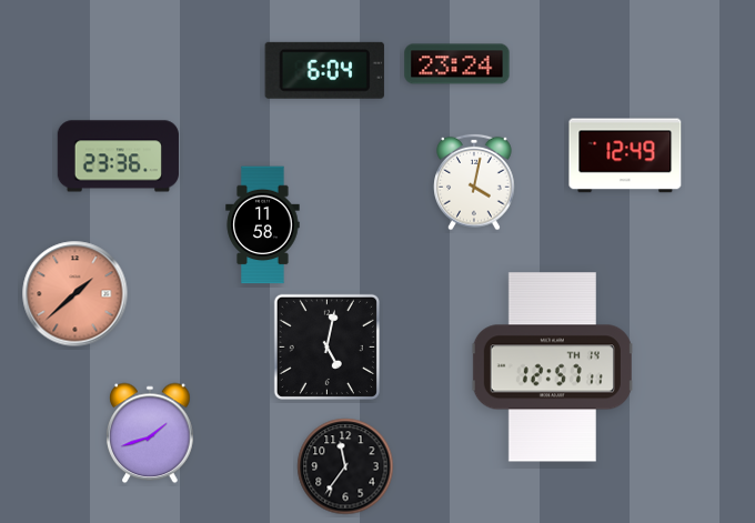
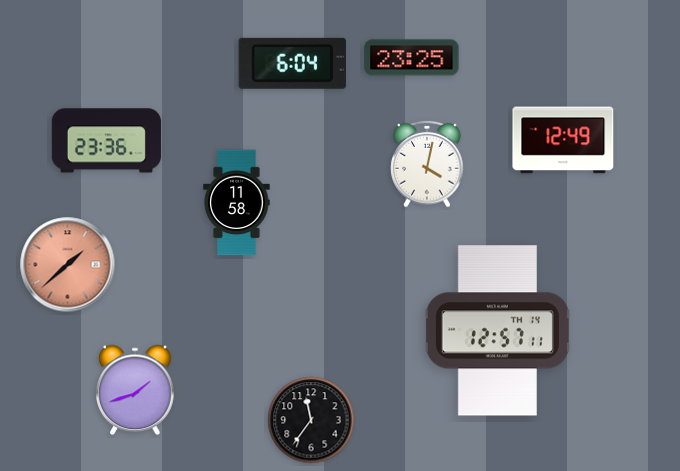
clock at (457, 64): 23:24 -> 23:25
clock at (326, 346): 5:02 -> none
